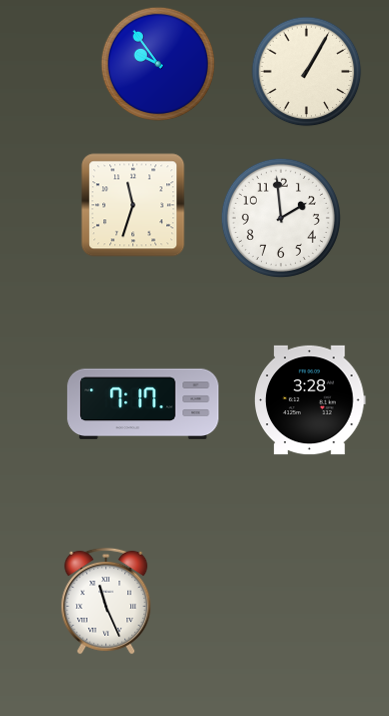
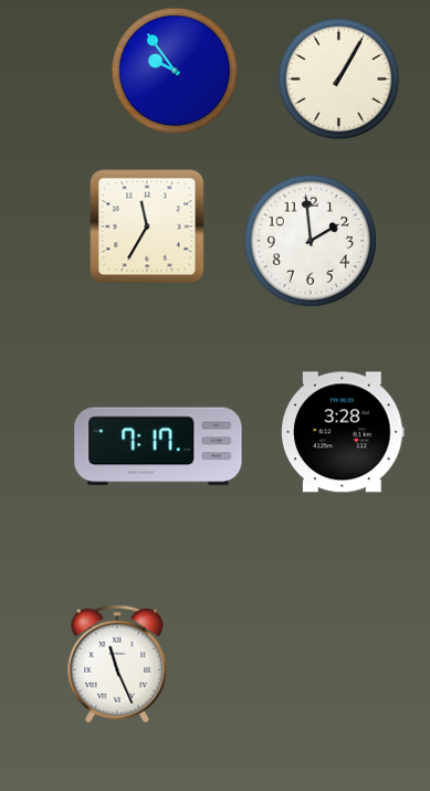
clock at (133, 205): 11:33 -> 11:35
clock at (311, 400) position: (311, 400) -> (344, 432)
